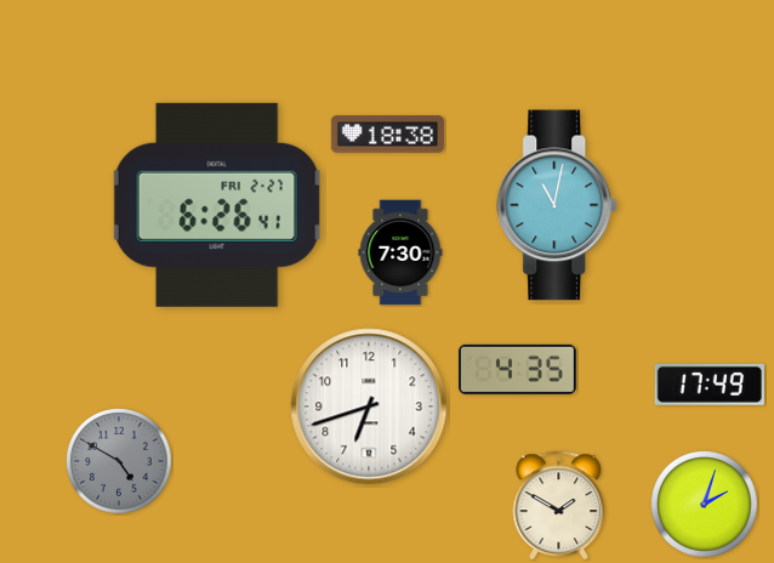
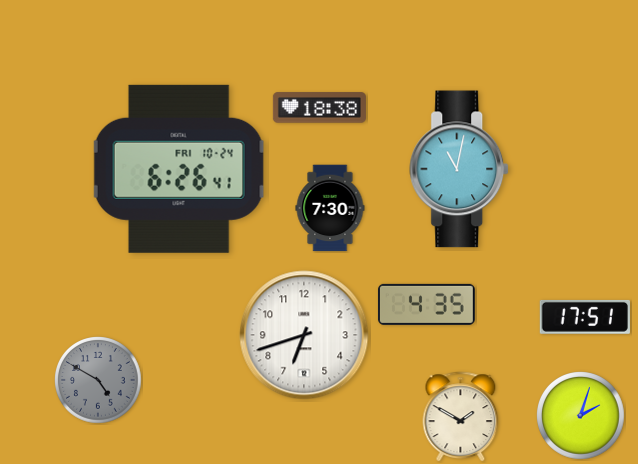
clock at (387, 135) position: (387, 135) -> (319, 108)
clock at (217, 205) date: FRI 2-27 -> FRI 10-24
clock at (710, 385): 17:49 -> 17:51
